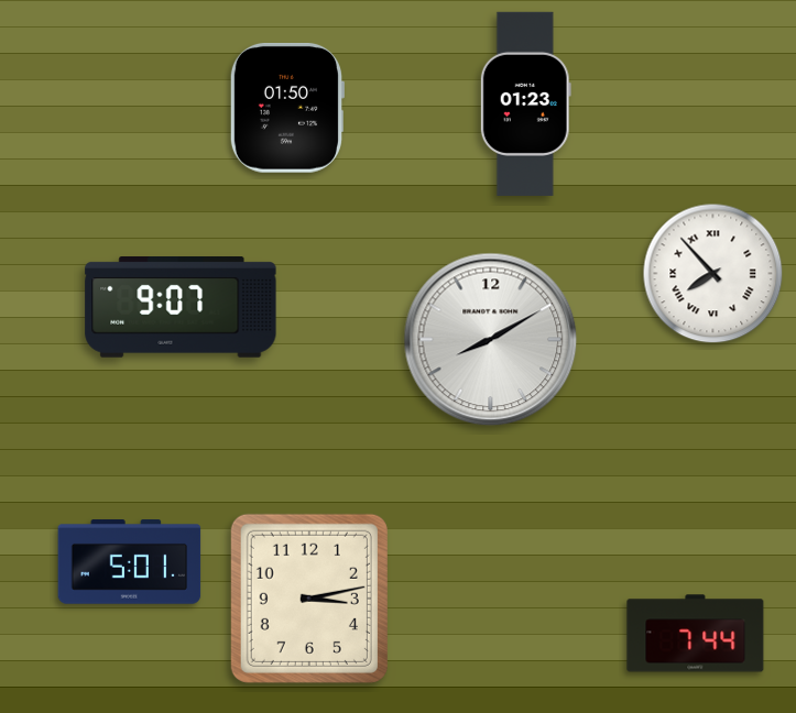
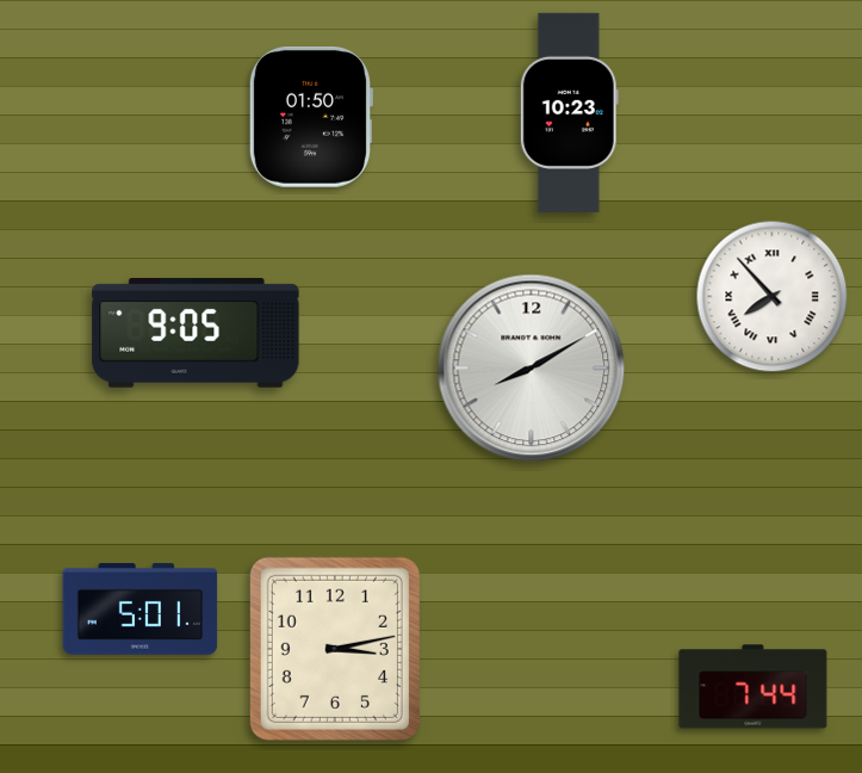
clock at (525, 103): 01:23 -> 10:23
clock at (181, 308): 9:07 -> 9:05
